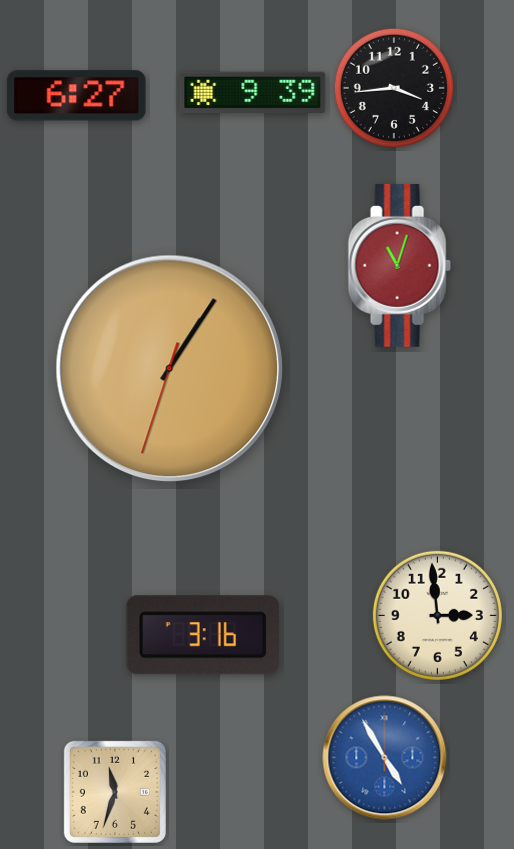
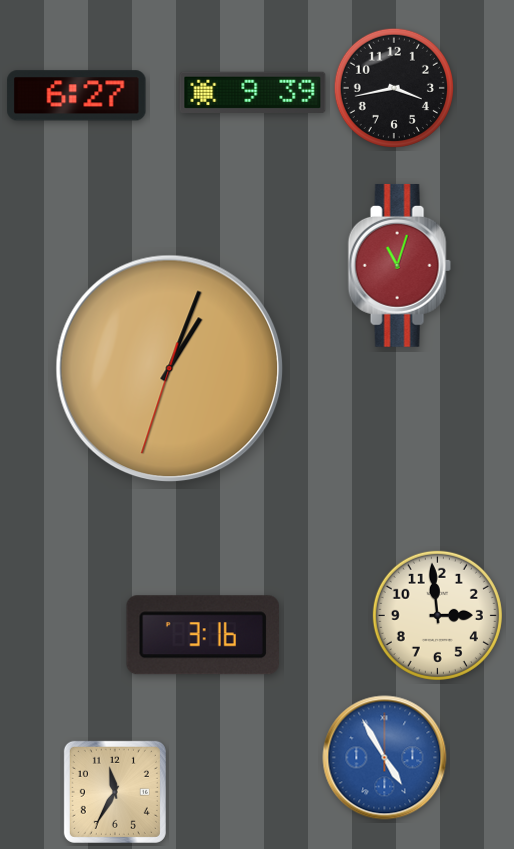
clock at (394, 88): 3:44 -> 3:43
clock at (170, 369): 1:05 -> 1:03
clock at (115, 792): 11:33 -> 11:35
